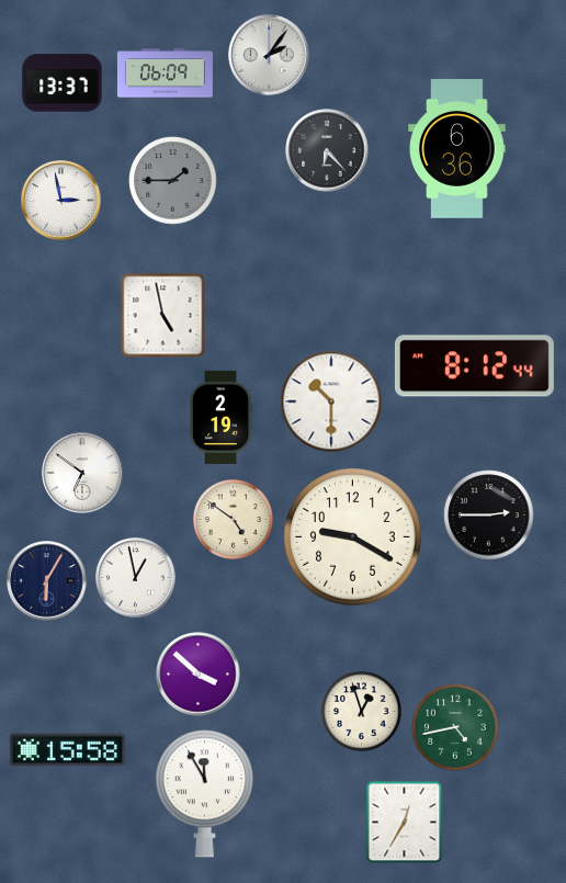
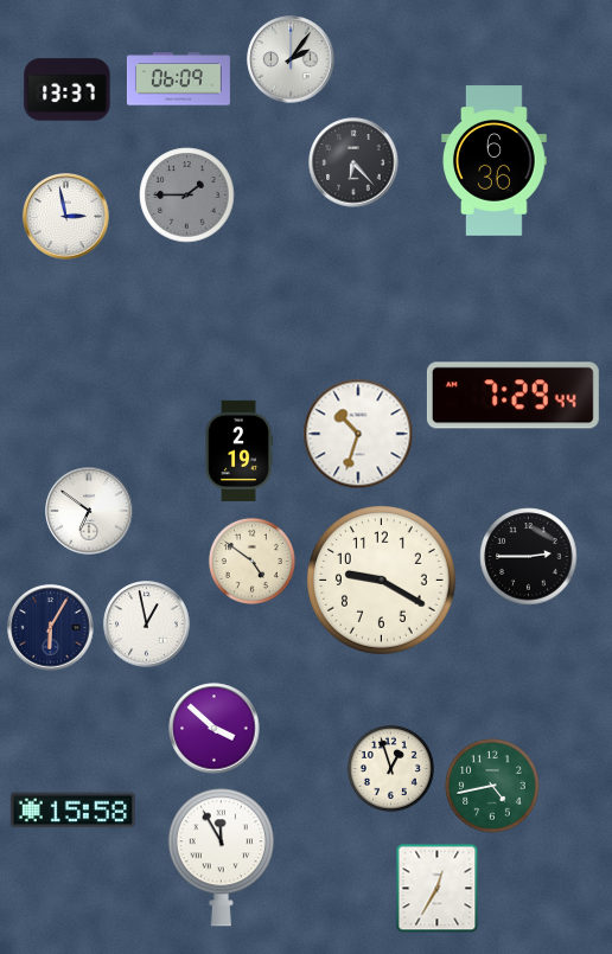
clock at (163, 316): 4:58 -> none
clock at (474, 366): 8:12 -> 7:29
clock at (331, 401): 10:30 -> 10:33
